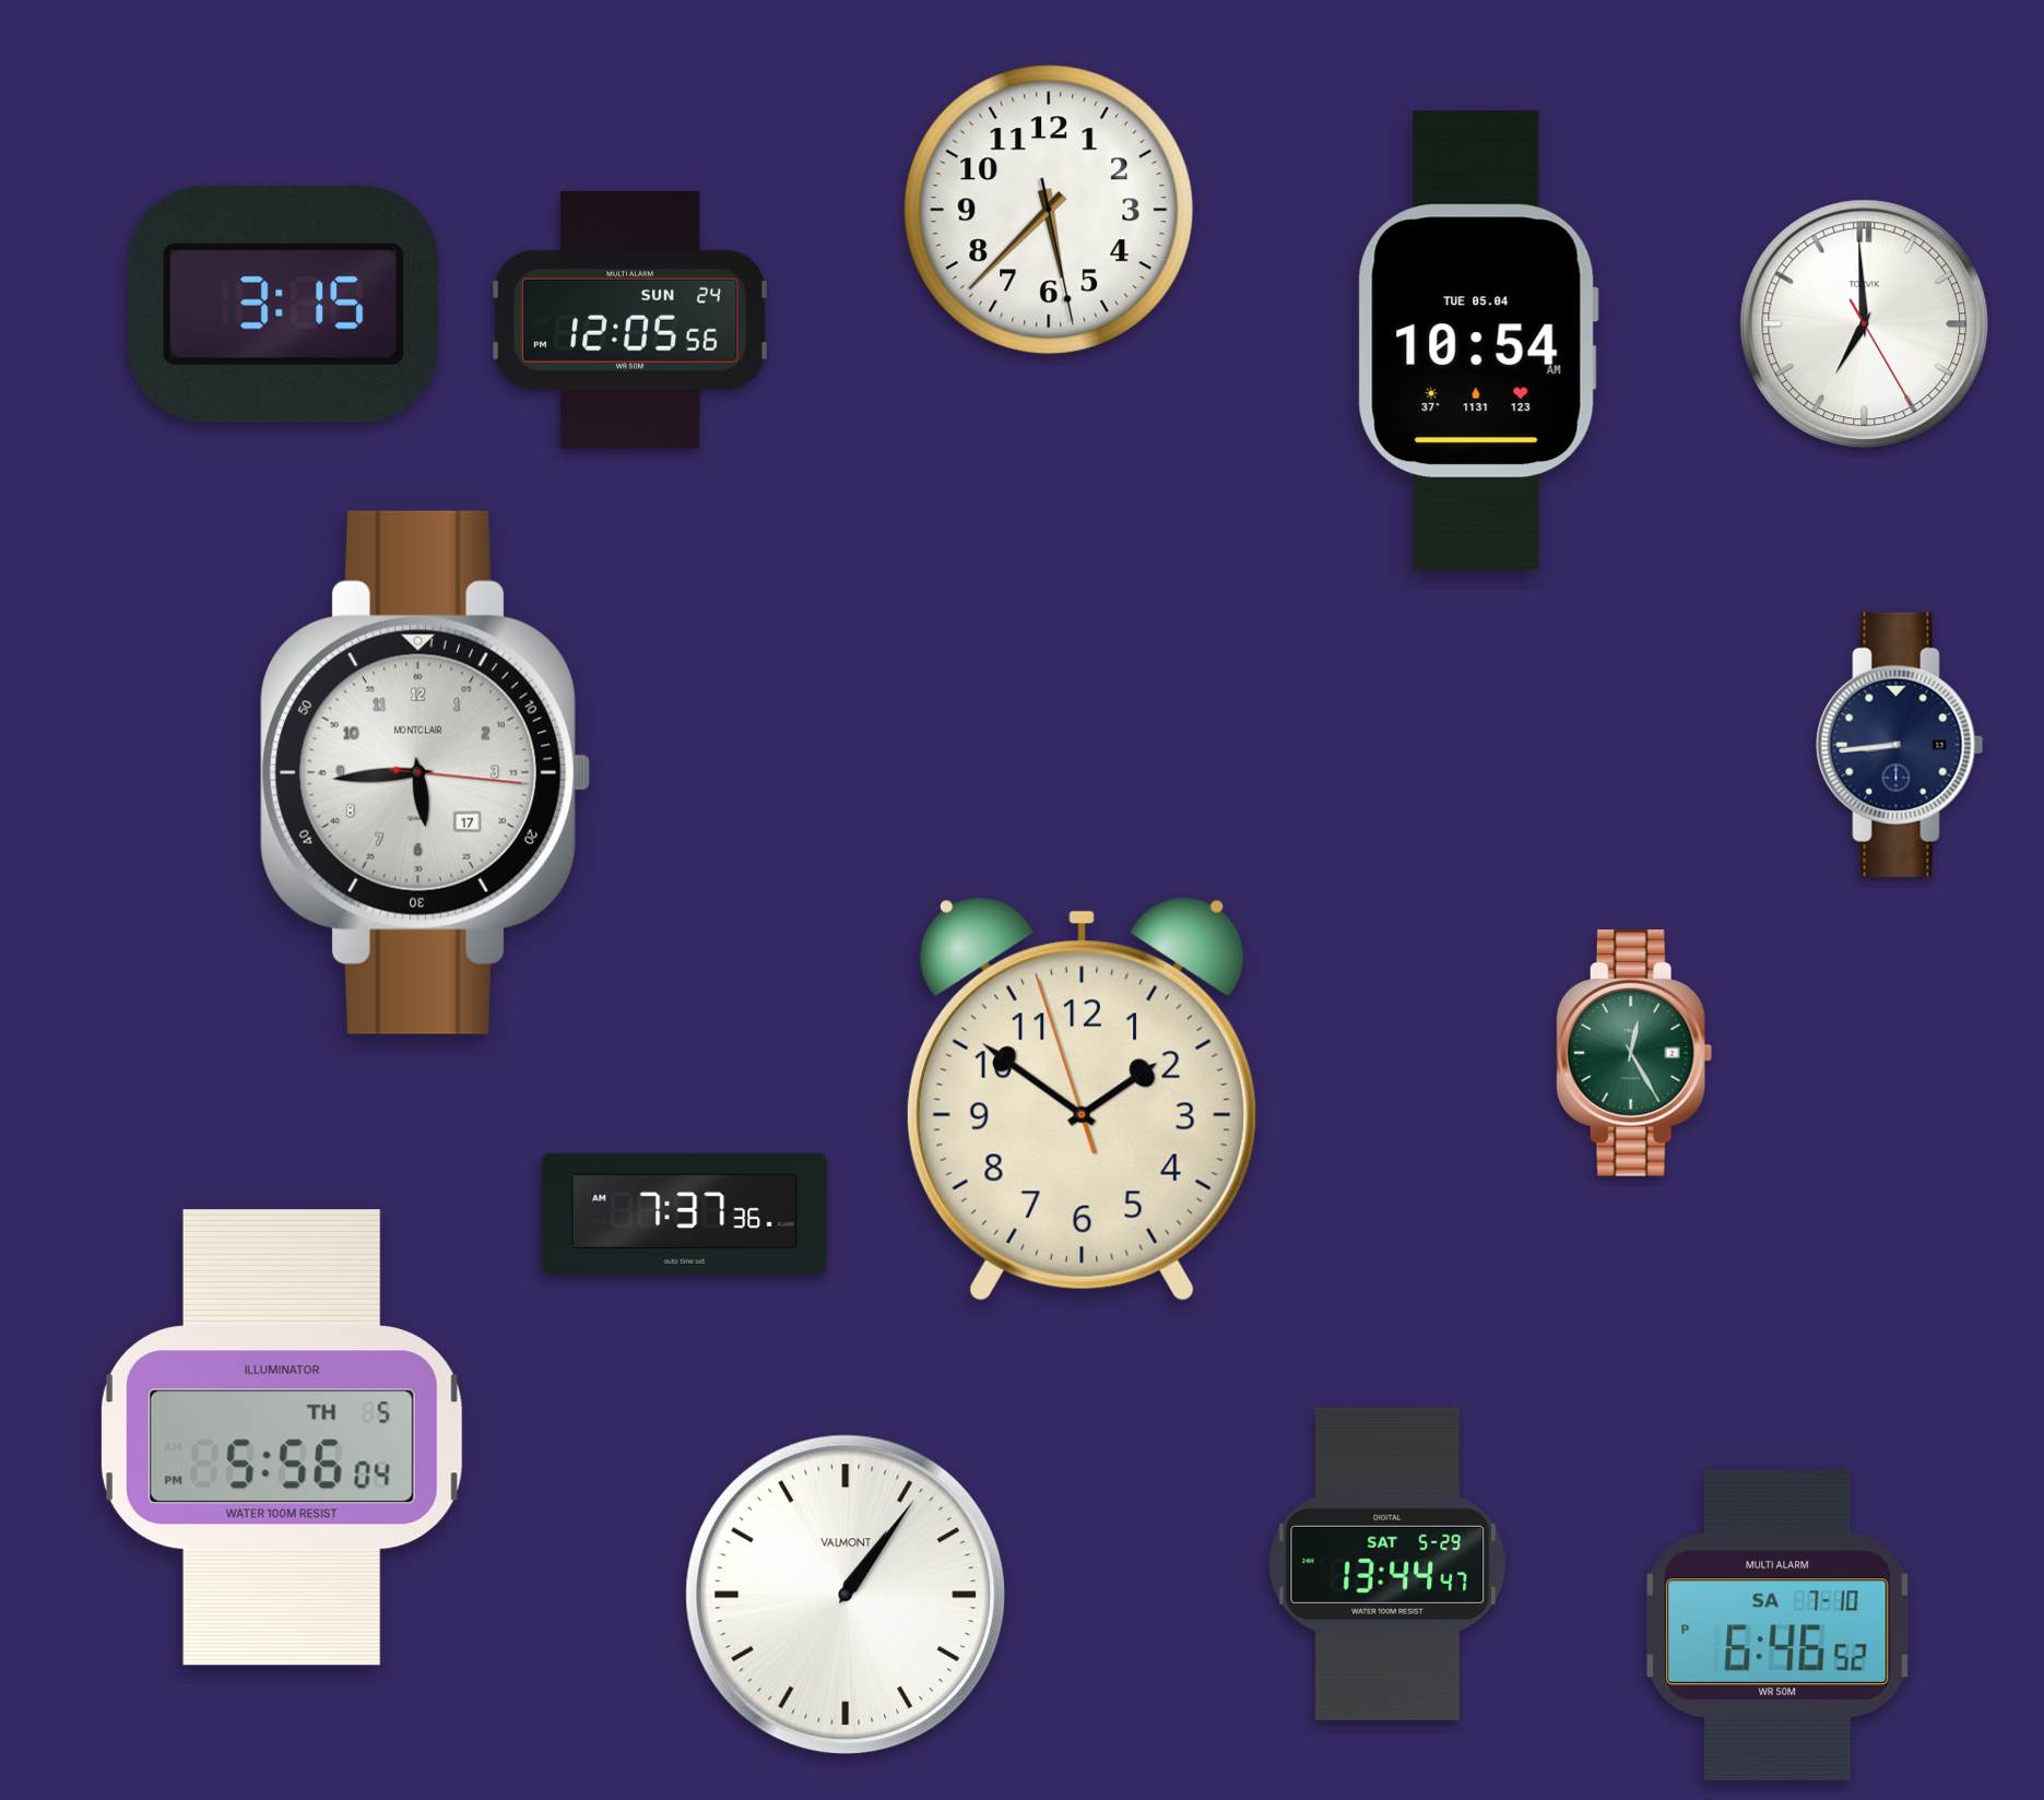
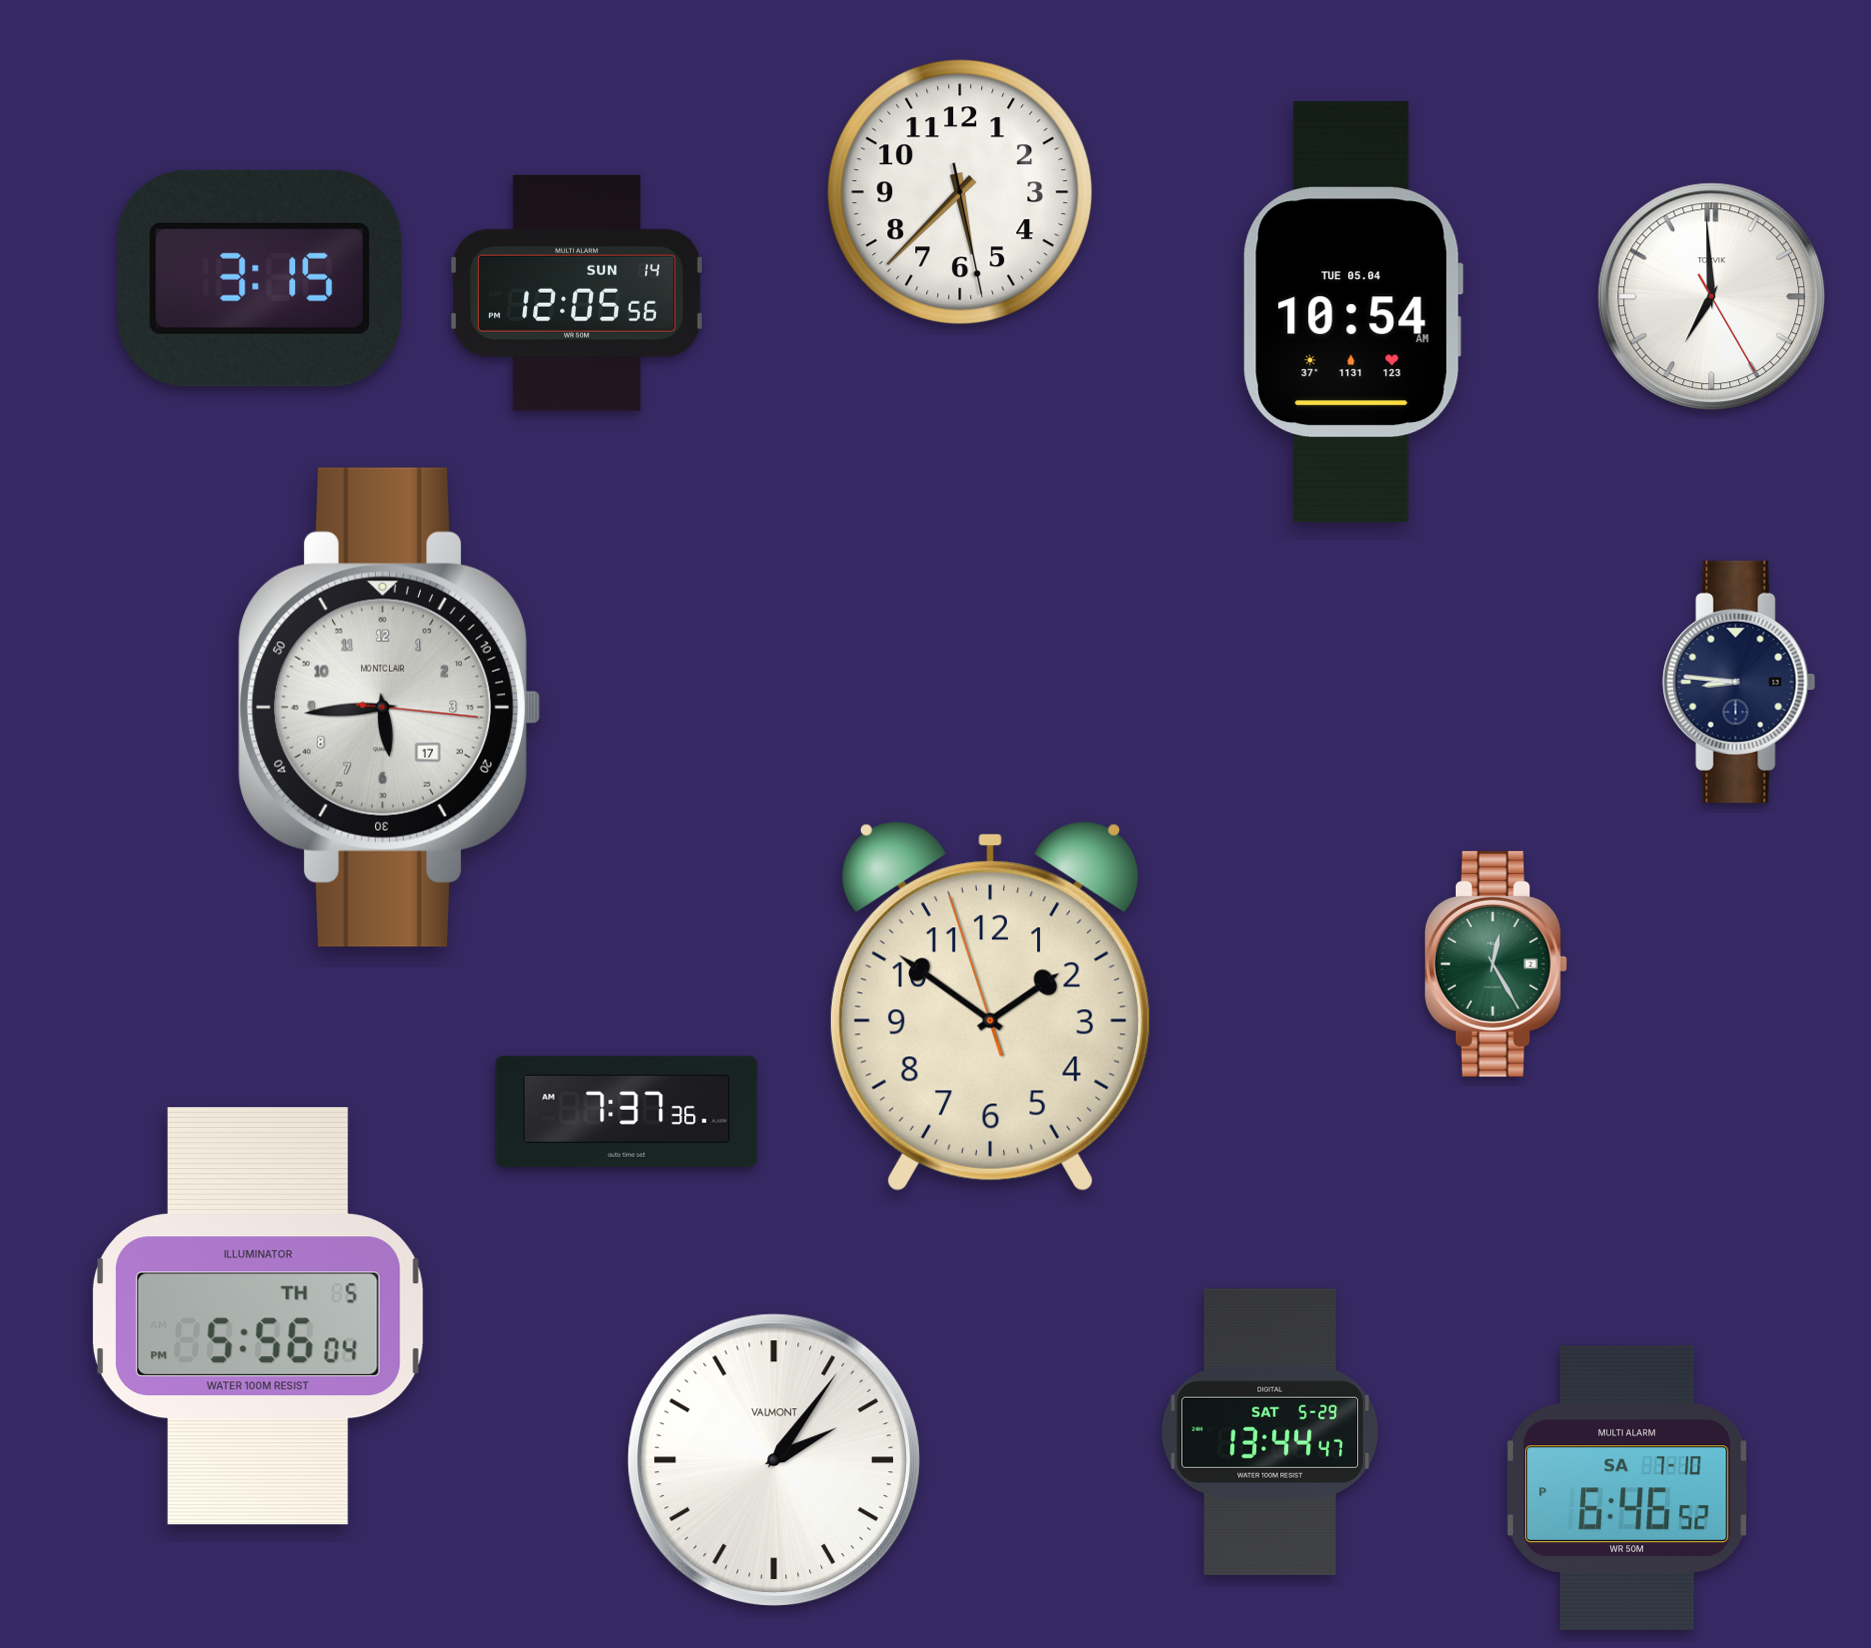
clock at (630, 320) date: SUN 24 -> SUN 14
clock at (1865, 324) position: (1865, 324) -> (1712, 297)
clock at (1900, 745): 8:44 -> 8:46
clock at (846, 1595): 1:06 -> 2:06
